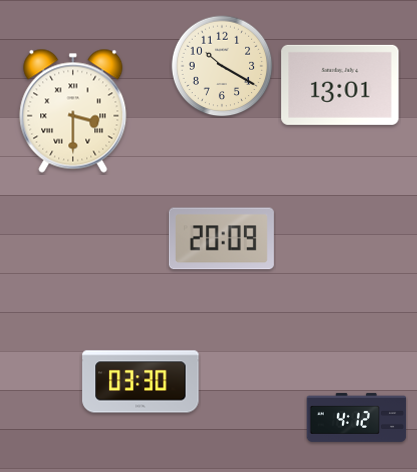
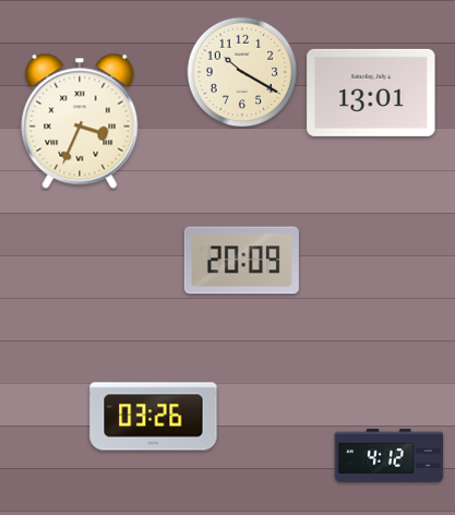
clock at (73, 111): 3:30 -> 3:34
clock at (141, 382): 03:30 -> 03:26
